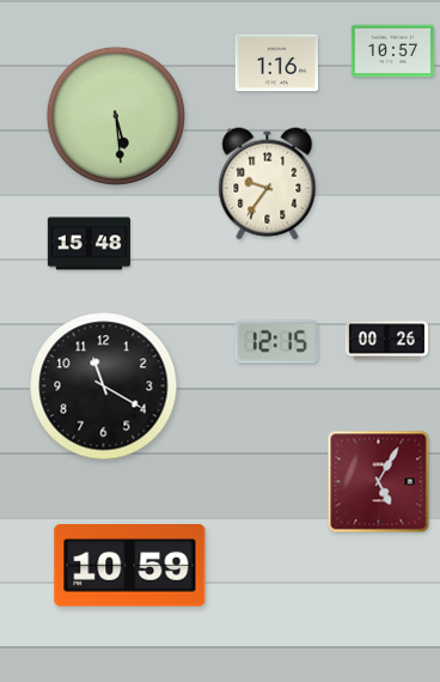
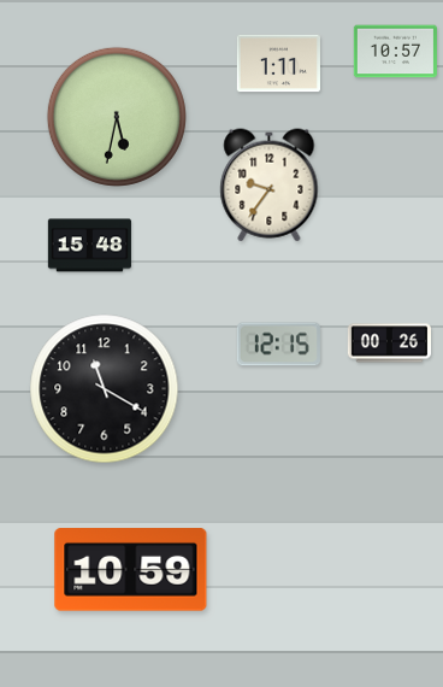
clock at (276, 63): 1:16 -> 1:11
clock at (116, 116): 5:29 -> 5:32
clock at (379, 482): 5:05 -> none
